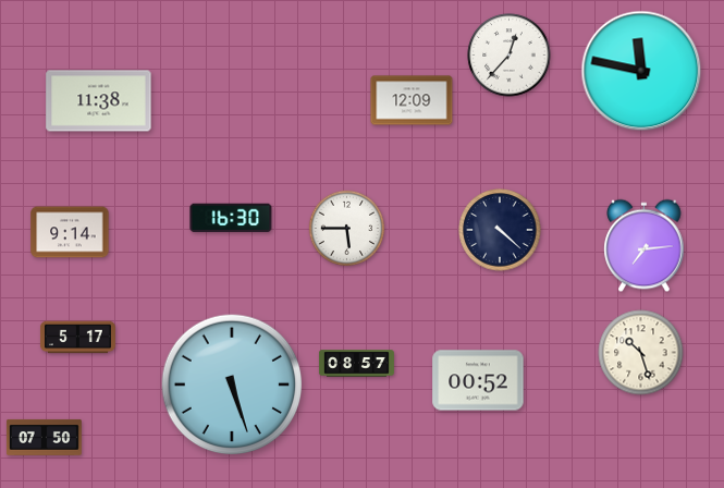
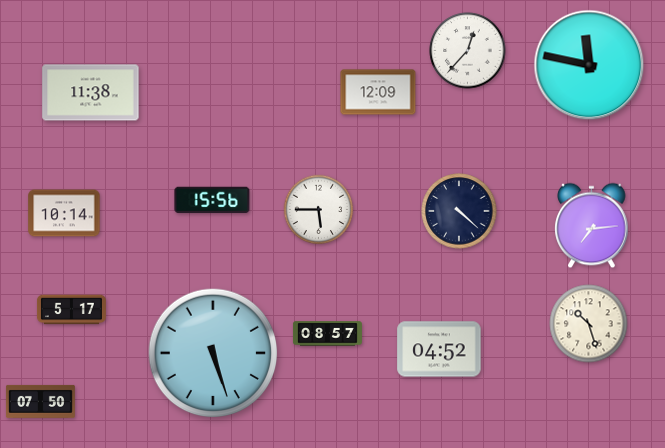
clock at (231, 218): 16:30 -> 15:56
clock at (70, 232): 9:14 -> 10:14
clock at (478, 380): 00:52 -> 04:52
